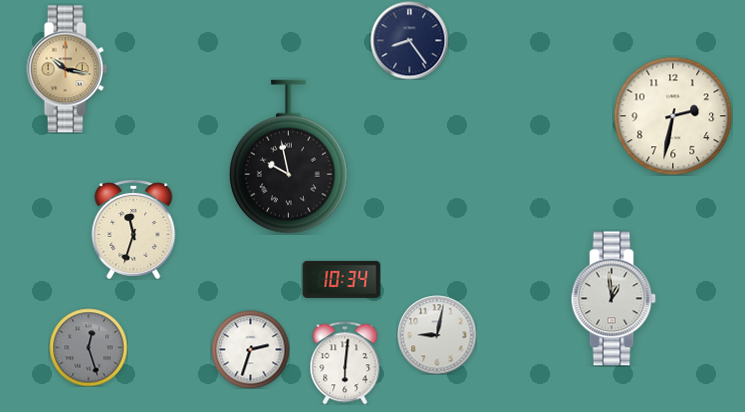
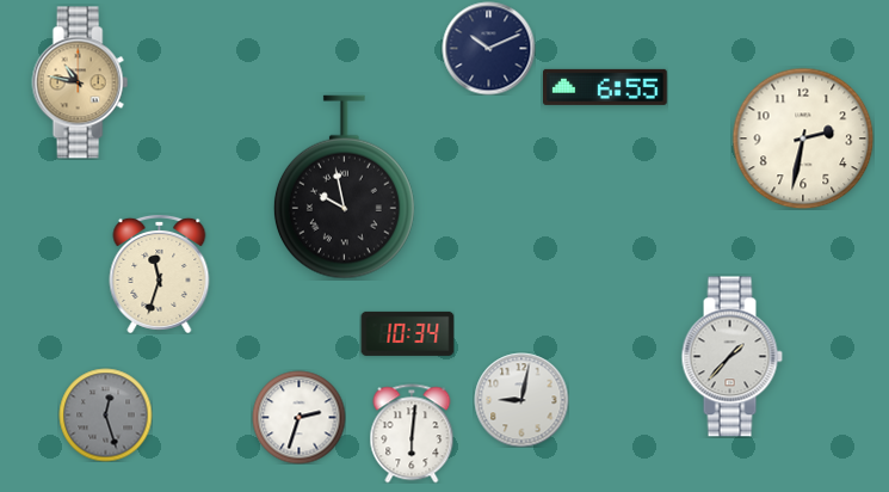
clock at (409, 40): 8:24 -> 10:11
clock at (67, 69): 10:17 -> 10:47
clock at (606, 87): none -> 6:55
clock at (613, 299): 12:59 -> 1:37
